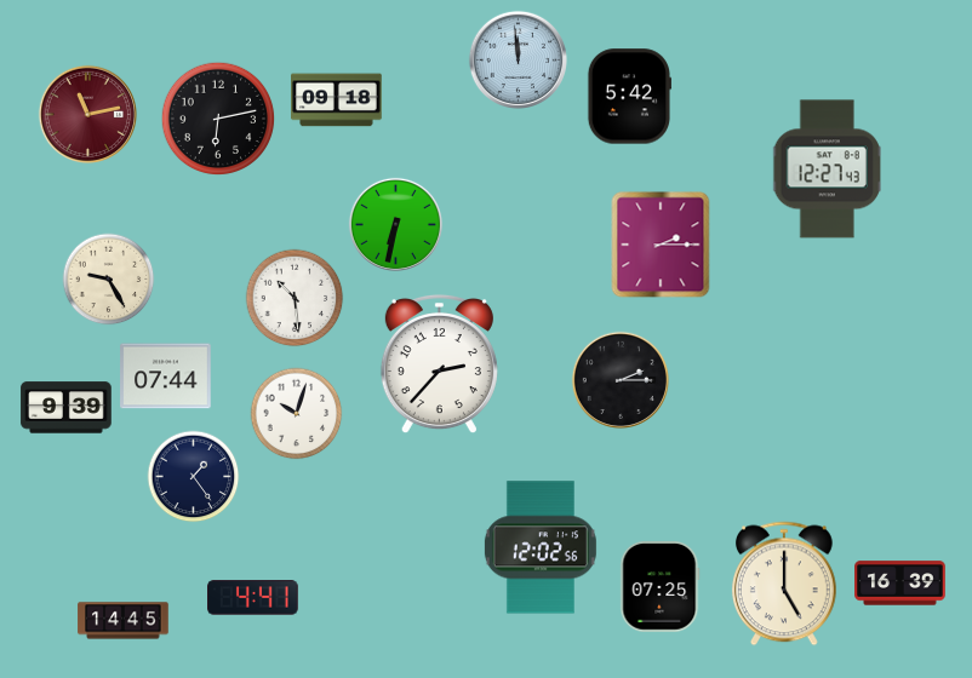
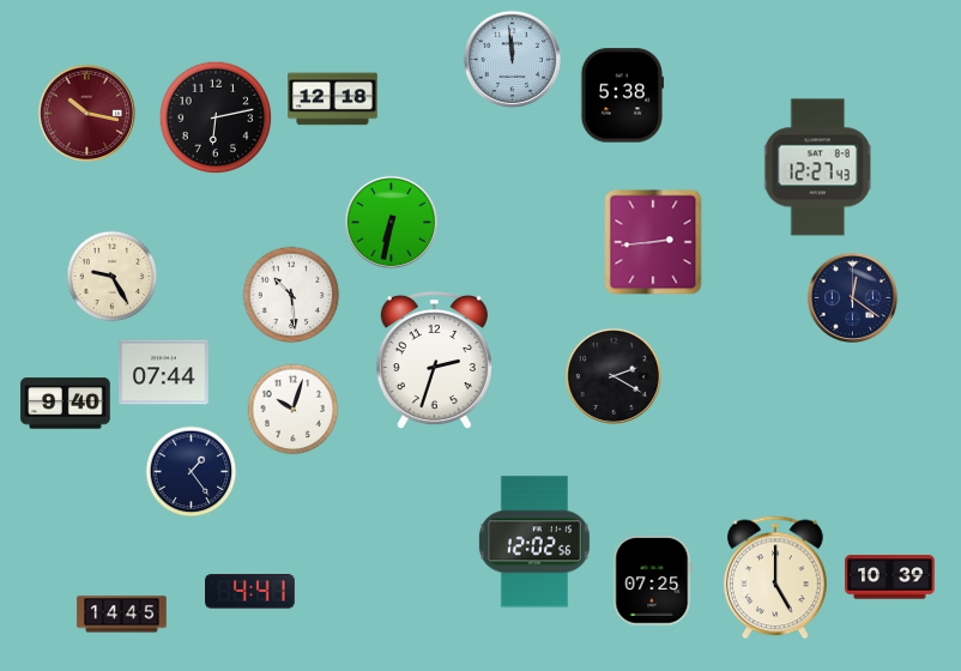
clock at (628, 97): 5:42 -> 5:38
clock at (337, 100): 09:18 -> 12:18
clock at (87, 114): 11:13 -> 10:17
clock at (661, 245): 2:15 -> 2:44
clock at (109, 280) position: (109, 280) -> (113, 277)
clock at (852, 297): none -> 12:21
clock at (439, 364): 2:37 -> 2:33
clock at (621, 380): 2:15 -> 2:20
clock at (67, 408): 9:39 -> 9:40
clock at (900, 584): 16:39 -> 10:39
